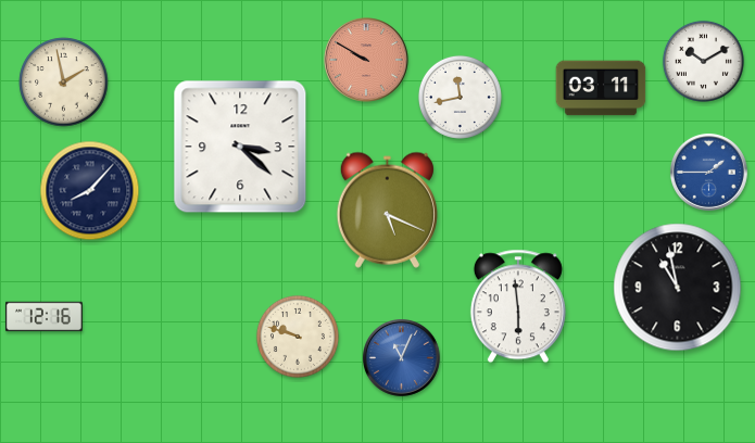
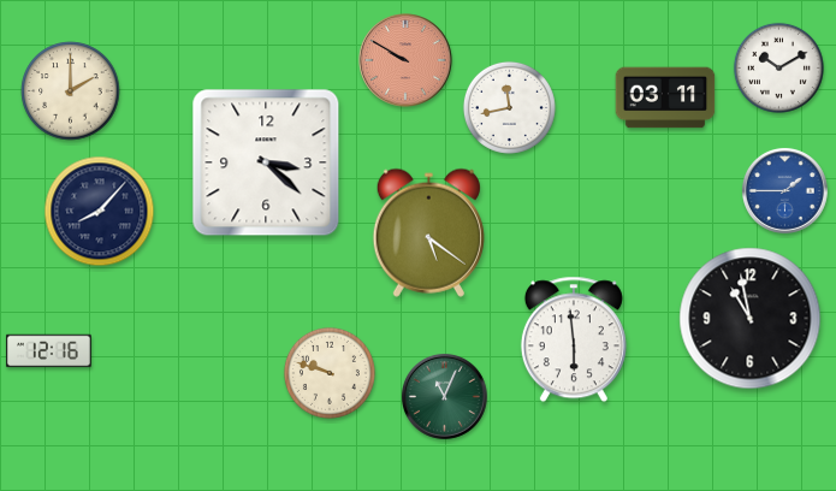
clock at (366, 60) position: (366, 60) -> (405, 60)
clock at (64, 83): 1:58 -> 2:00
clock at (387, 210): 5:19 -> 5:21
clock at (401, 357) dial: blue -> green
